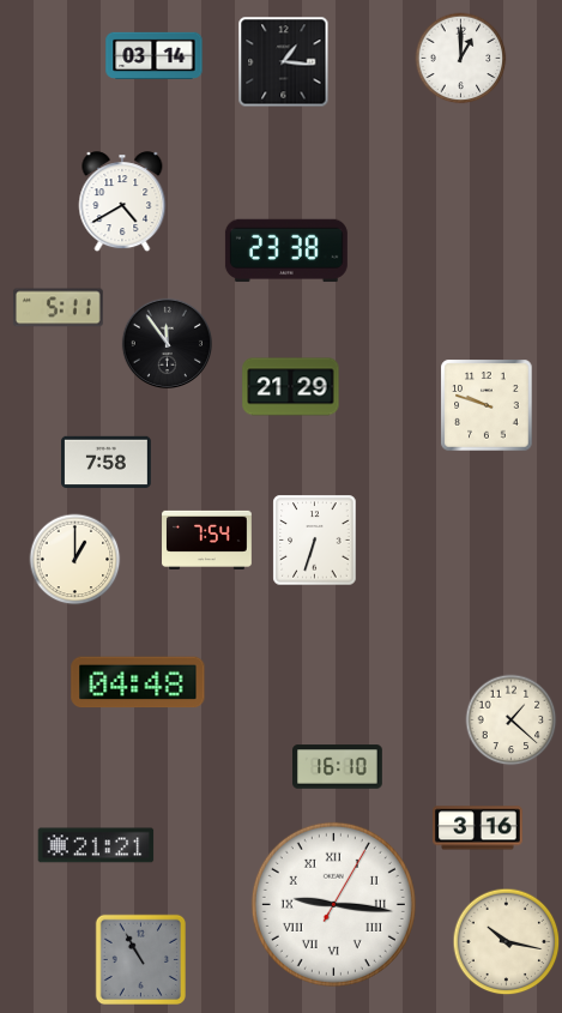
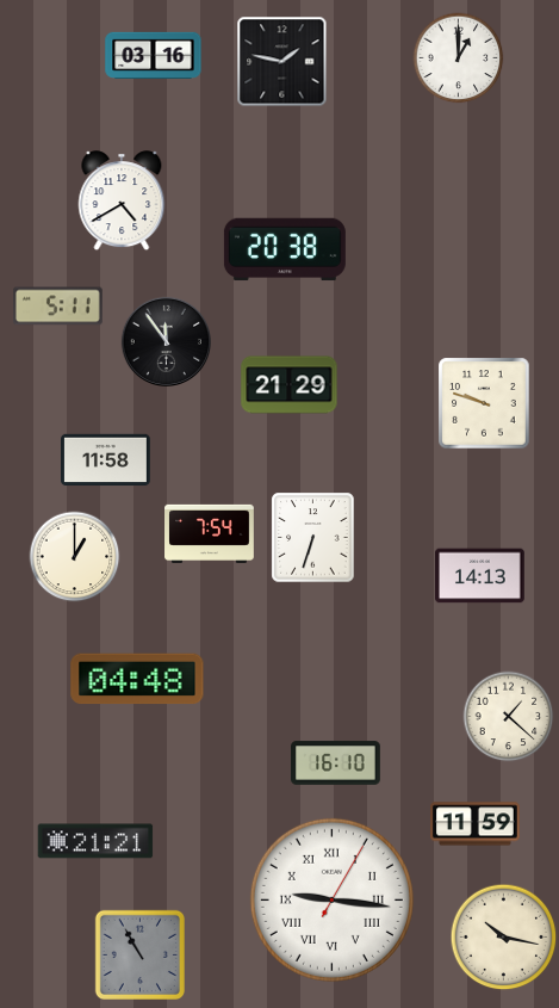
clock at (155, 55): 03:14 -> 03:16
clock at (284, 62): 1:16 -> 1:47
clock at (286, 251): 23:38 -> 20:38
clock at (107, 463): 7:58 -> 11:58
clock at (207, 539) position: (207, 539) -> (210, 533)
clock at (480, 576): none -> 14:13
clock at (478, 828): 3:16 -> 11:59
